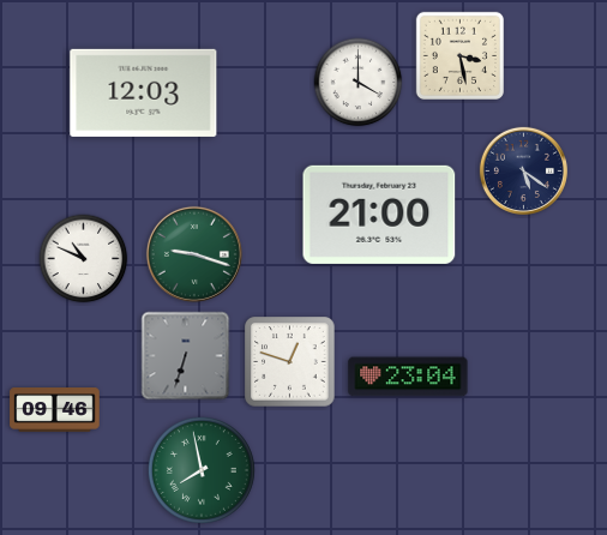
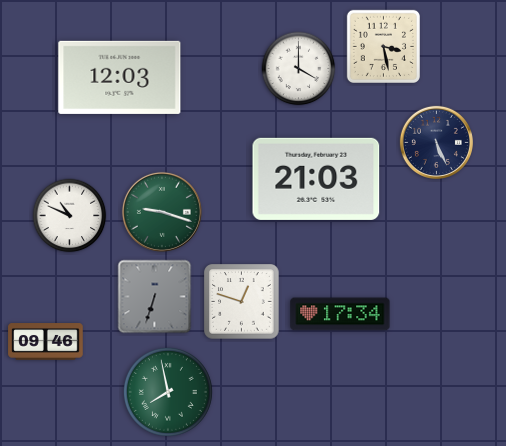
clock at (523, 170): 5:21 -> 5:26
clock at (379, 215): 21:00 -> 21:03
clock at (408, 377): 23:04 -> 17:34
